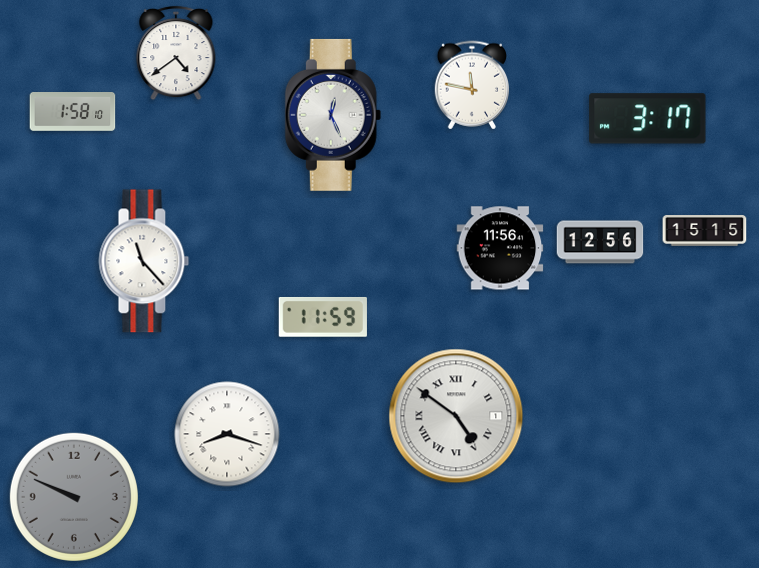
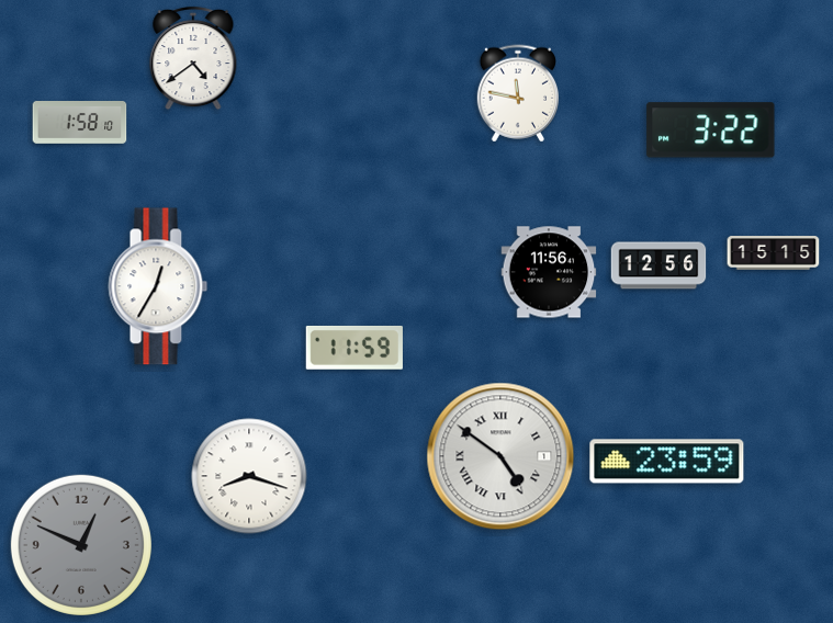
clock at (333, 115): 12:26 -> none
clock at (648, 119): 3:17 -> 3:22
clock at (144, 261): 11:23 -> 12:35
clock at (667, 462): none -> 23:59
clock at (74, 497): 9:49 -> 12:49
